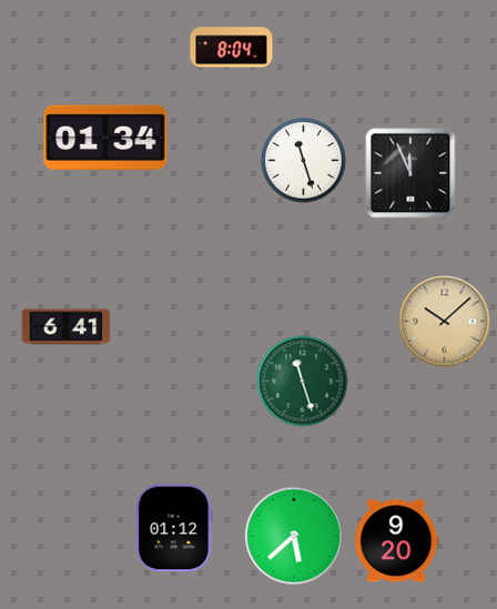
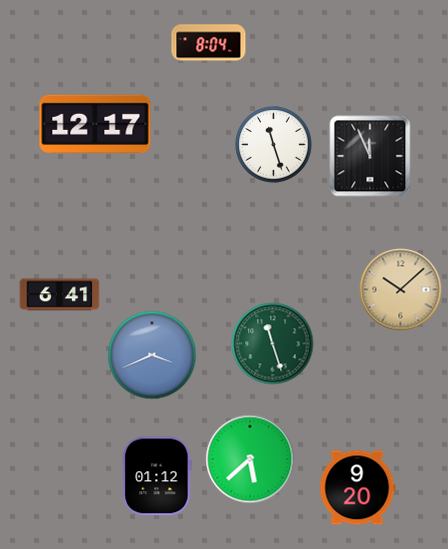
clock at (105, 138): 01:34 -> 12:17
clock at (152, 355): none -> 3:41
clock at (294, 536) position: (294, 536) -> (250, 459)
